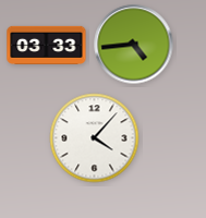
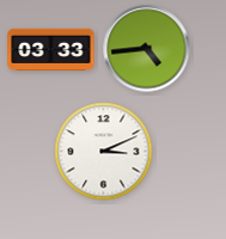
clock at (95, 138): 4:07 -> 3:11
